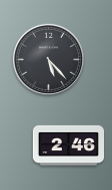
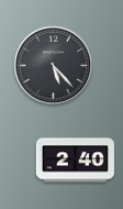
clock at (68, 146): 2:46 -> 2:40
